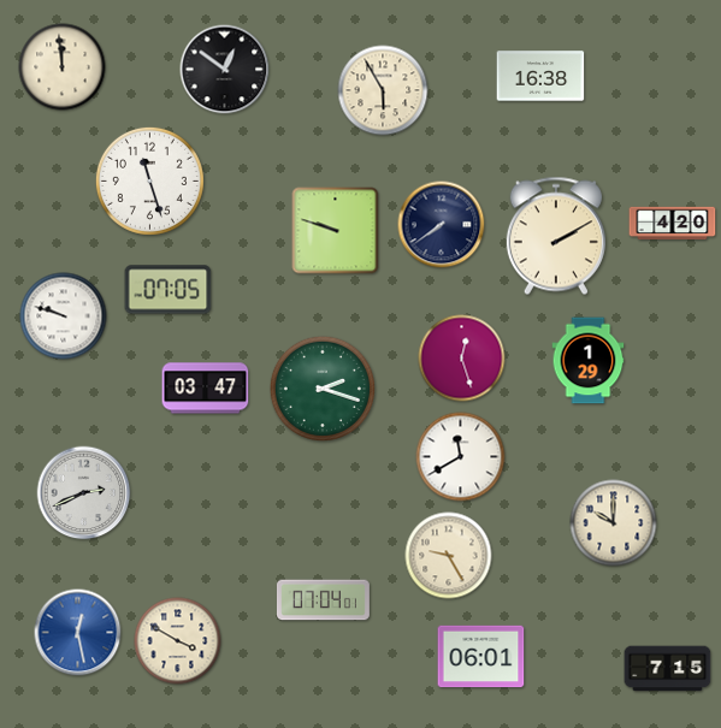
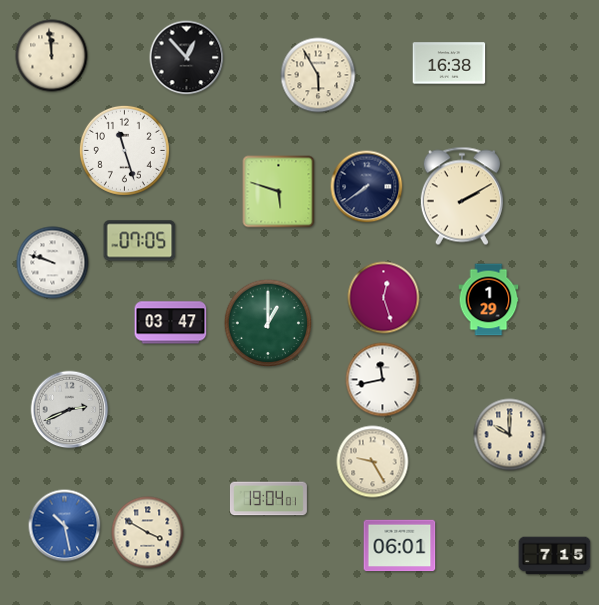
clock at (225, 70): 12:51 -> 12:53
clock at (673, 224): 4:20 -> none
clock at (336, 231): 9:48 -> 5:48
clock at (323, 389): 2:18 -> 1:00
clock at (461, 457): 11:40 -> 11:43
clock at (323, 600): 07:04 -> 19:04
clock at (78, 633): 12:28 -> 10:28
